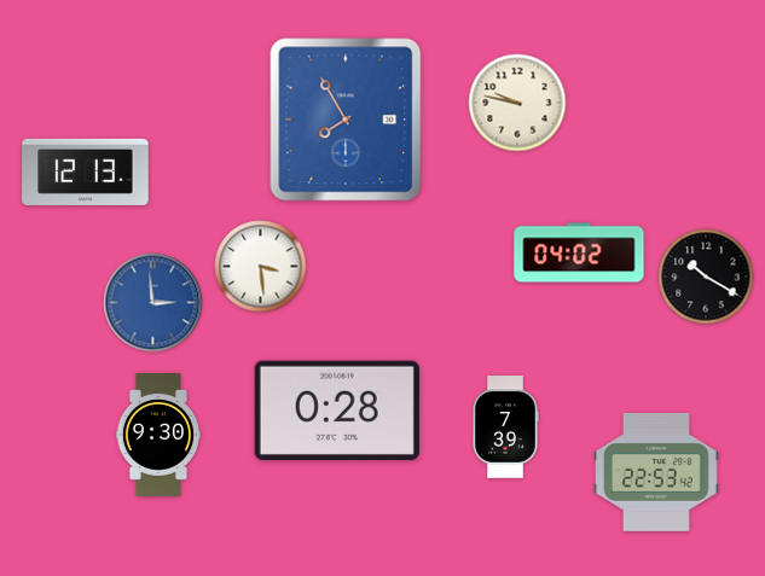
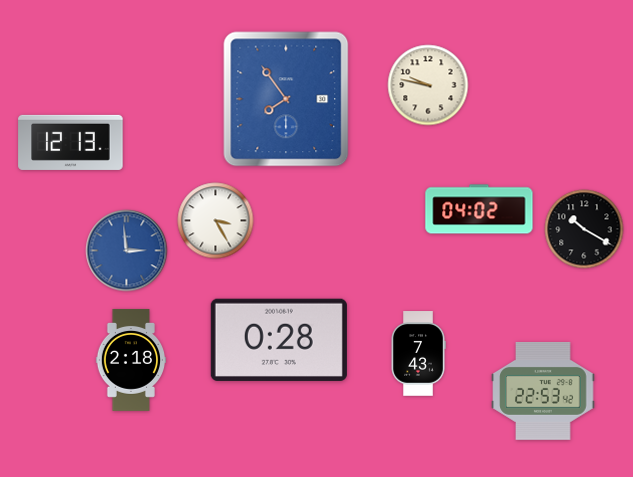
clock at (346, 120): 7:55 -> 7:54
clock at (261, 267): 3:29 -> 3:25
clock at (505, 427): 7:39 -> 7:43
clock at (158, 435): 9:30 -> 2:18
